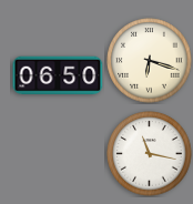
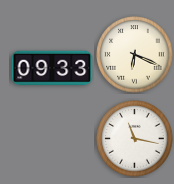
clock at (150, 61): 6:18 -> 6:19
clock at (58, 75): 06:50 -> 09:33
